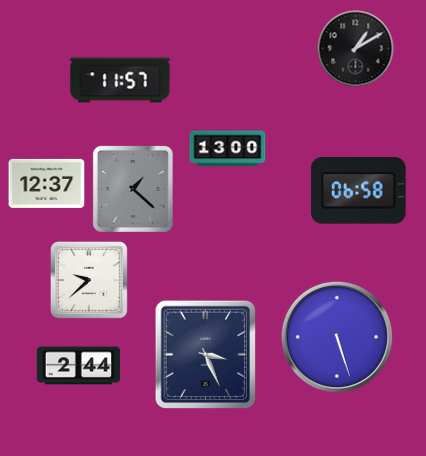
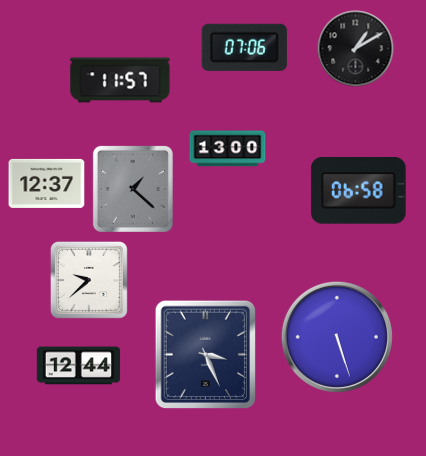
clock at (244, 47): none -> 07:06
clock at (79, 366): 2:44 -> 12:44
